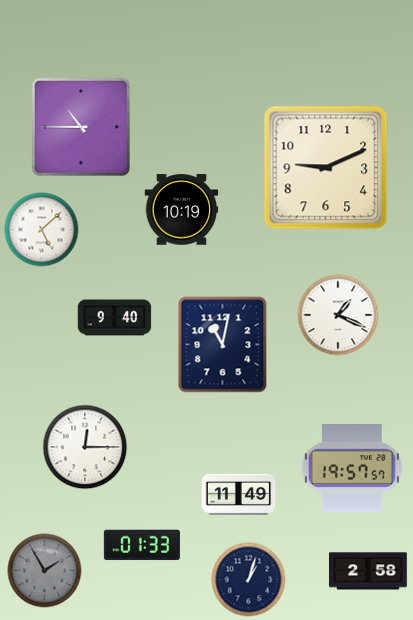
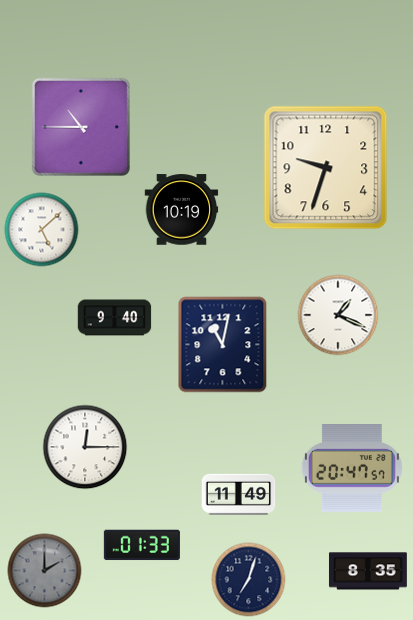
clock at (326, 168): 9:11 -> 9:33
clock at (352, 469): 19:57 -> 20:47
clock at (45, 571): 1:55 -> 2:00
clock at (368, 571): 2:58 -> 8:35
clock at (249, 580): 1:03 -> 7:03
